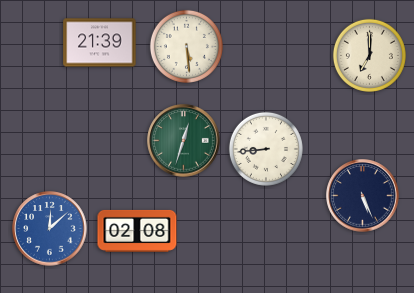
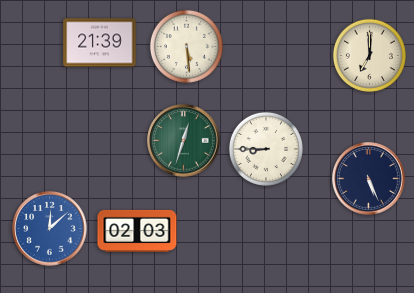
clock at (266, 149): 8:44 -> 8:45
clock at (363, 196) position: (363, 196) -> (369, 179)
clock at (137, 231): 02:08 -> 02:03
